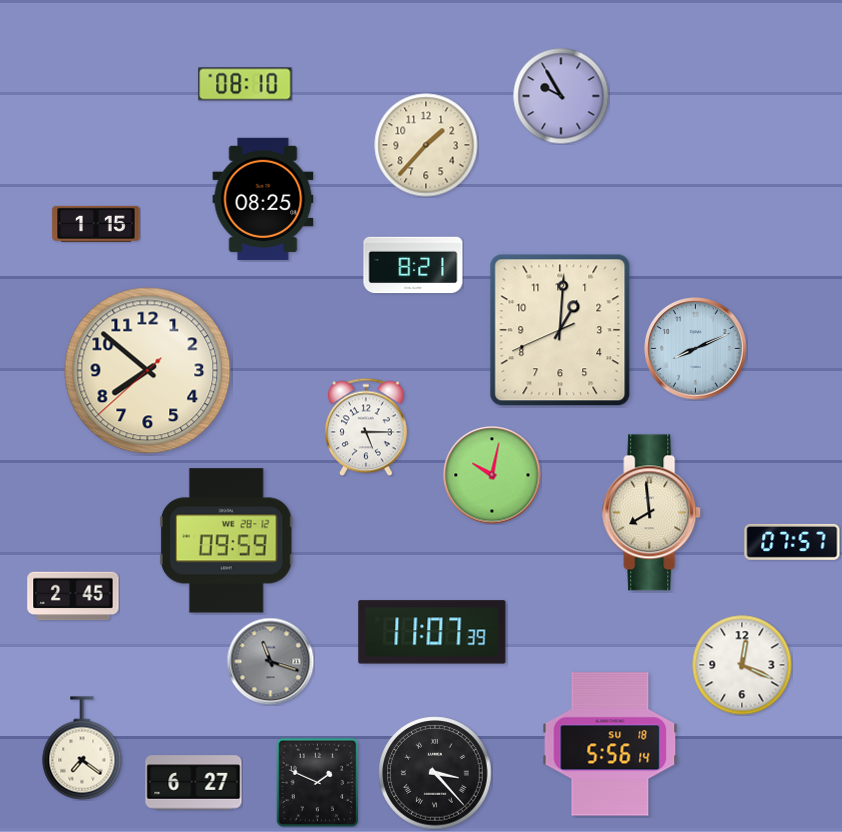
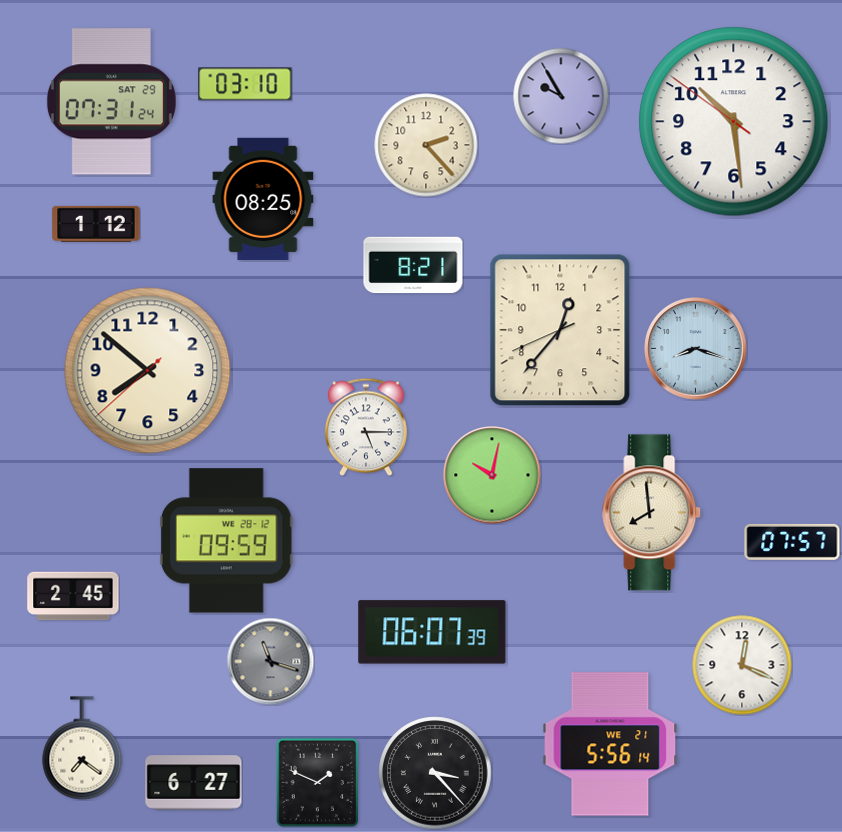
clock at (245, 84): 08:10 -> 03:10
clock at (111, 102): none -> 07:31
clock at (734, 122): none -> 10:28
clock at (426, 145): 1:37 -> 2:23
clock at (96, 224): 1:15 -> 1:12
clock at (560, 330): 1:00 -> 12:36
clock at (696, 349): 8:11 -> 8:18
clock at (432, 632): 11:07 -> 06:07
clock at (610, 744) date: SU 18 -> WE 21
